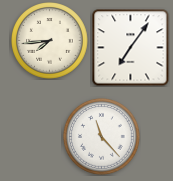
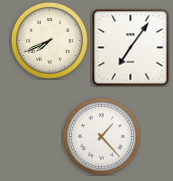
clock at (50, 41): 7:44 -> 7:41
clock at (102, 137): 11:23 -> 1:23
